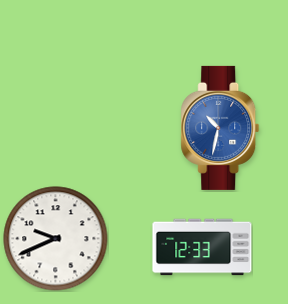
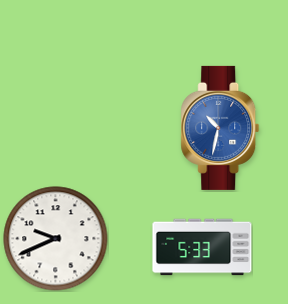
clock at (202, 247): 12:33 -> 5:33
